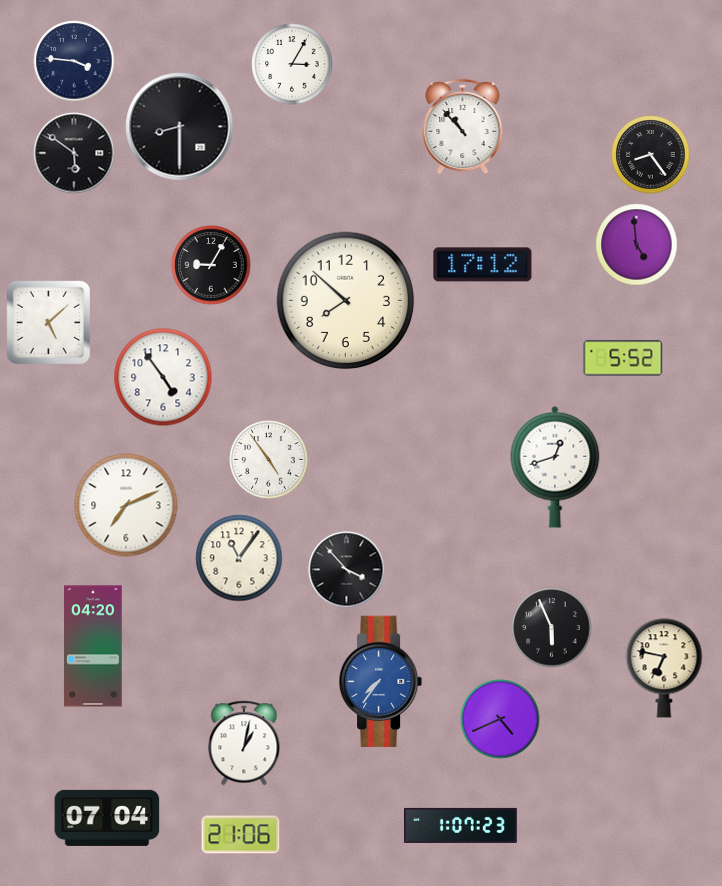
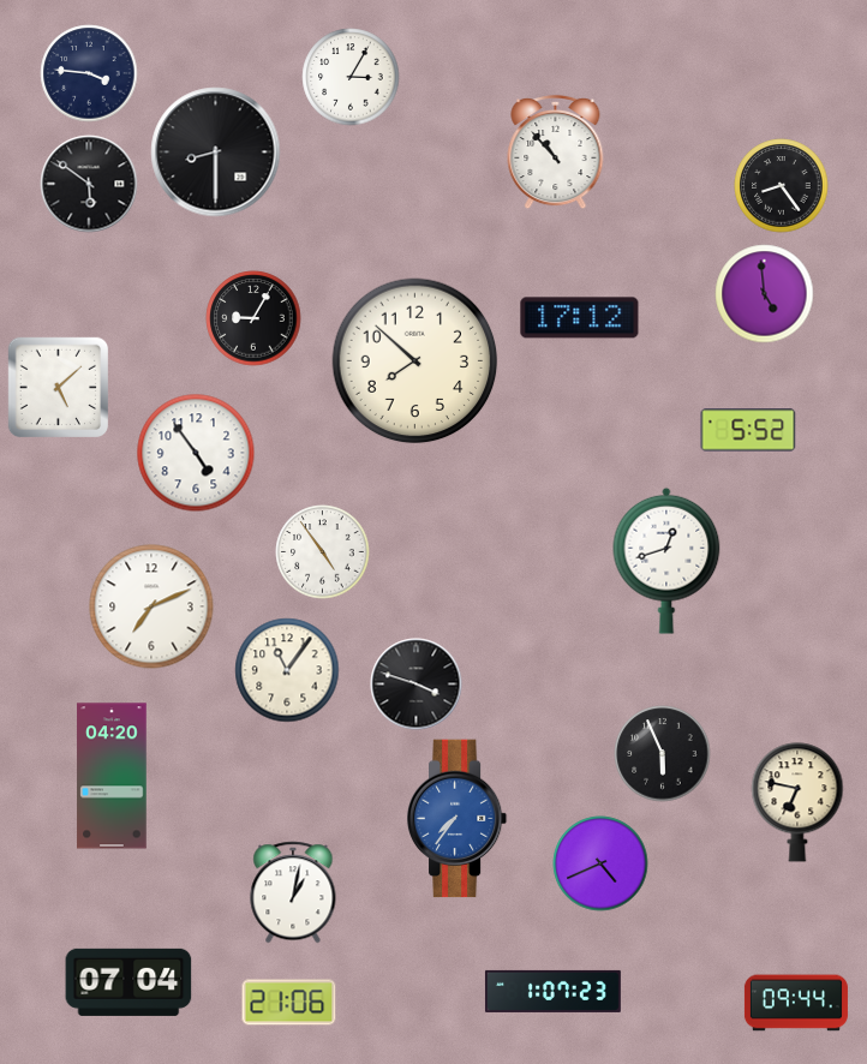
clock at (347, 570): 3:53 -> 3:48
clock at (796, 1003): none -> 09:44
